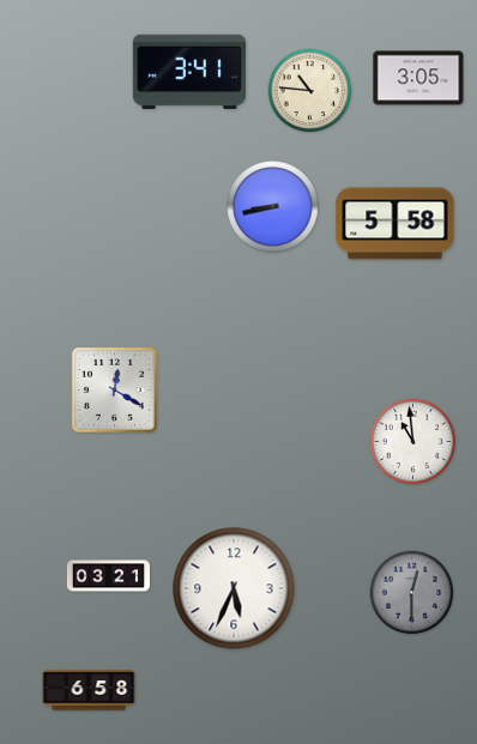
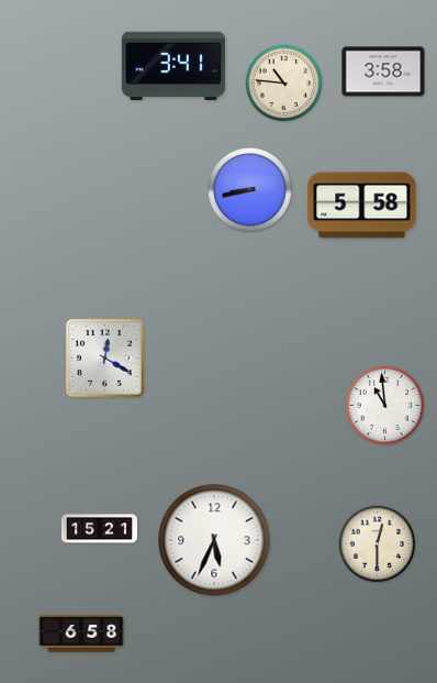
clock at (418, 78): 3:05 -> 3:58
clock at (413, 442) position: (413, 442) -> (385, 406)
clock at (108, 576): 03:21 -> 15:21
clock at (412, 593) dial: grey -> cream
